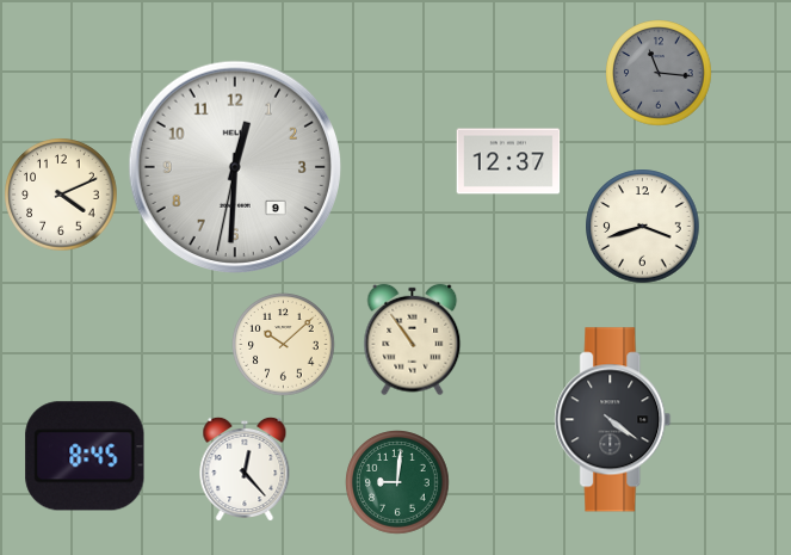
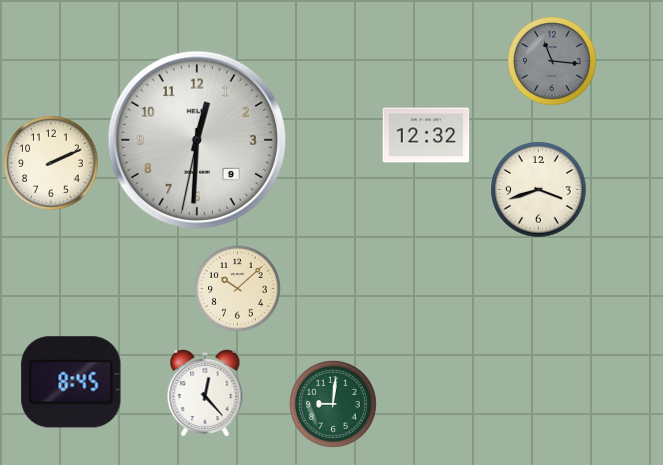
clock at (508, 161): 12:37 -> 12:32
clock at (61, 195): 4:11 -> 2:11
clock at (413, 340): 10:54 -> none
clock at (613, 420): 4:21 -> none
